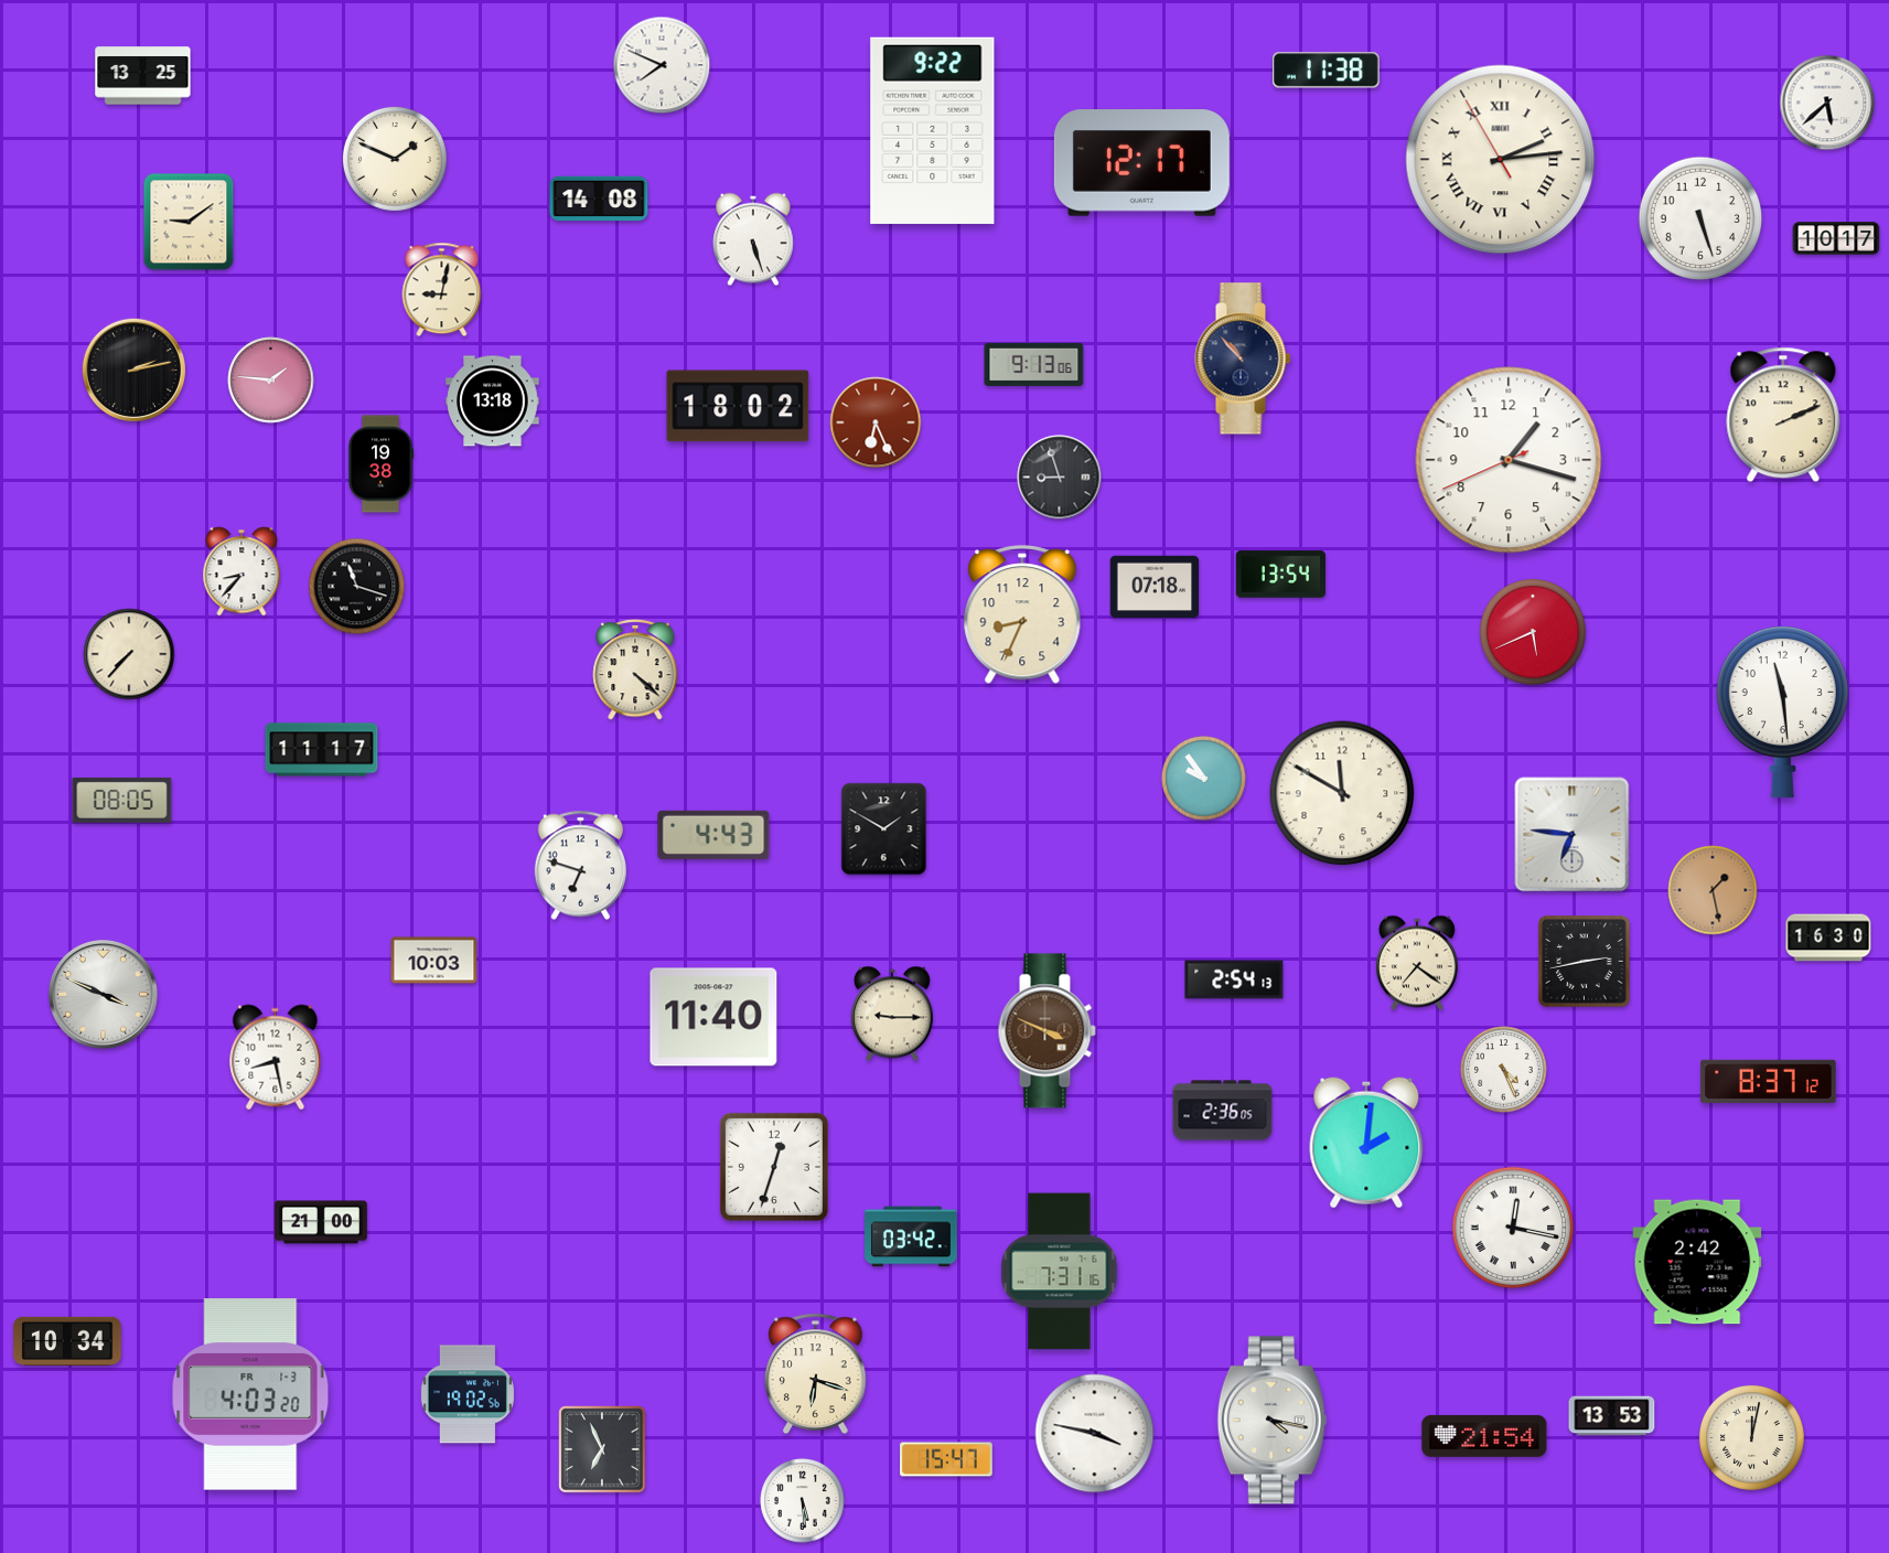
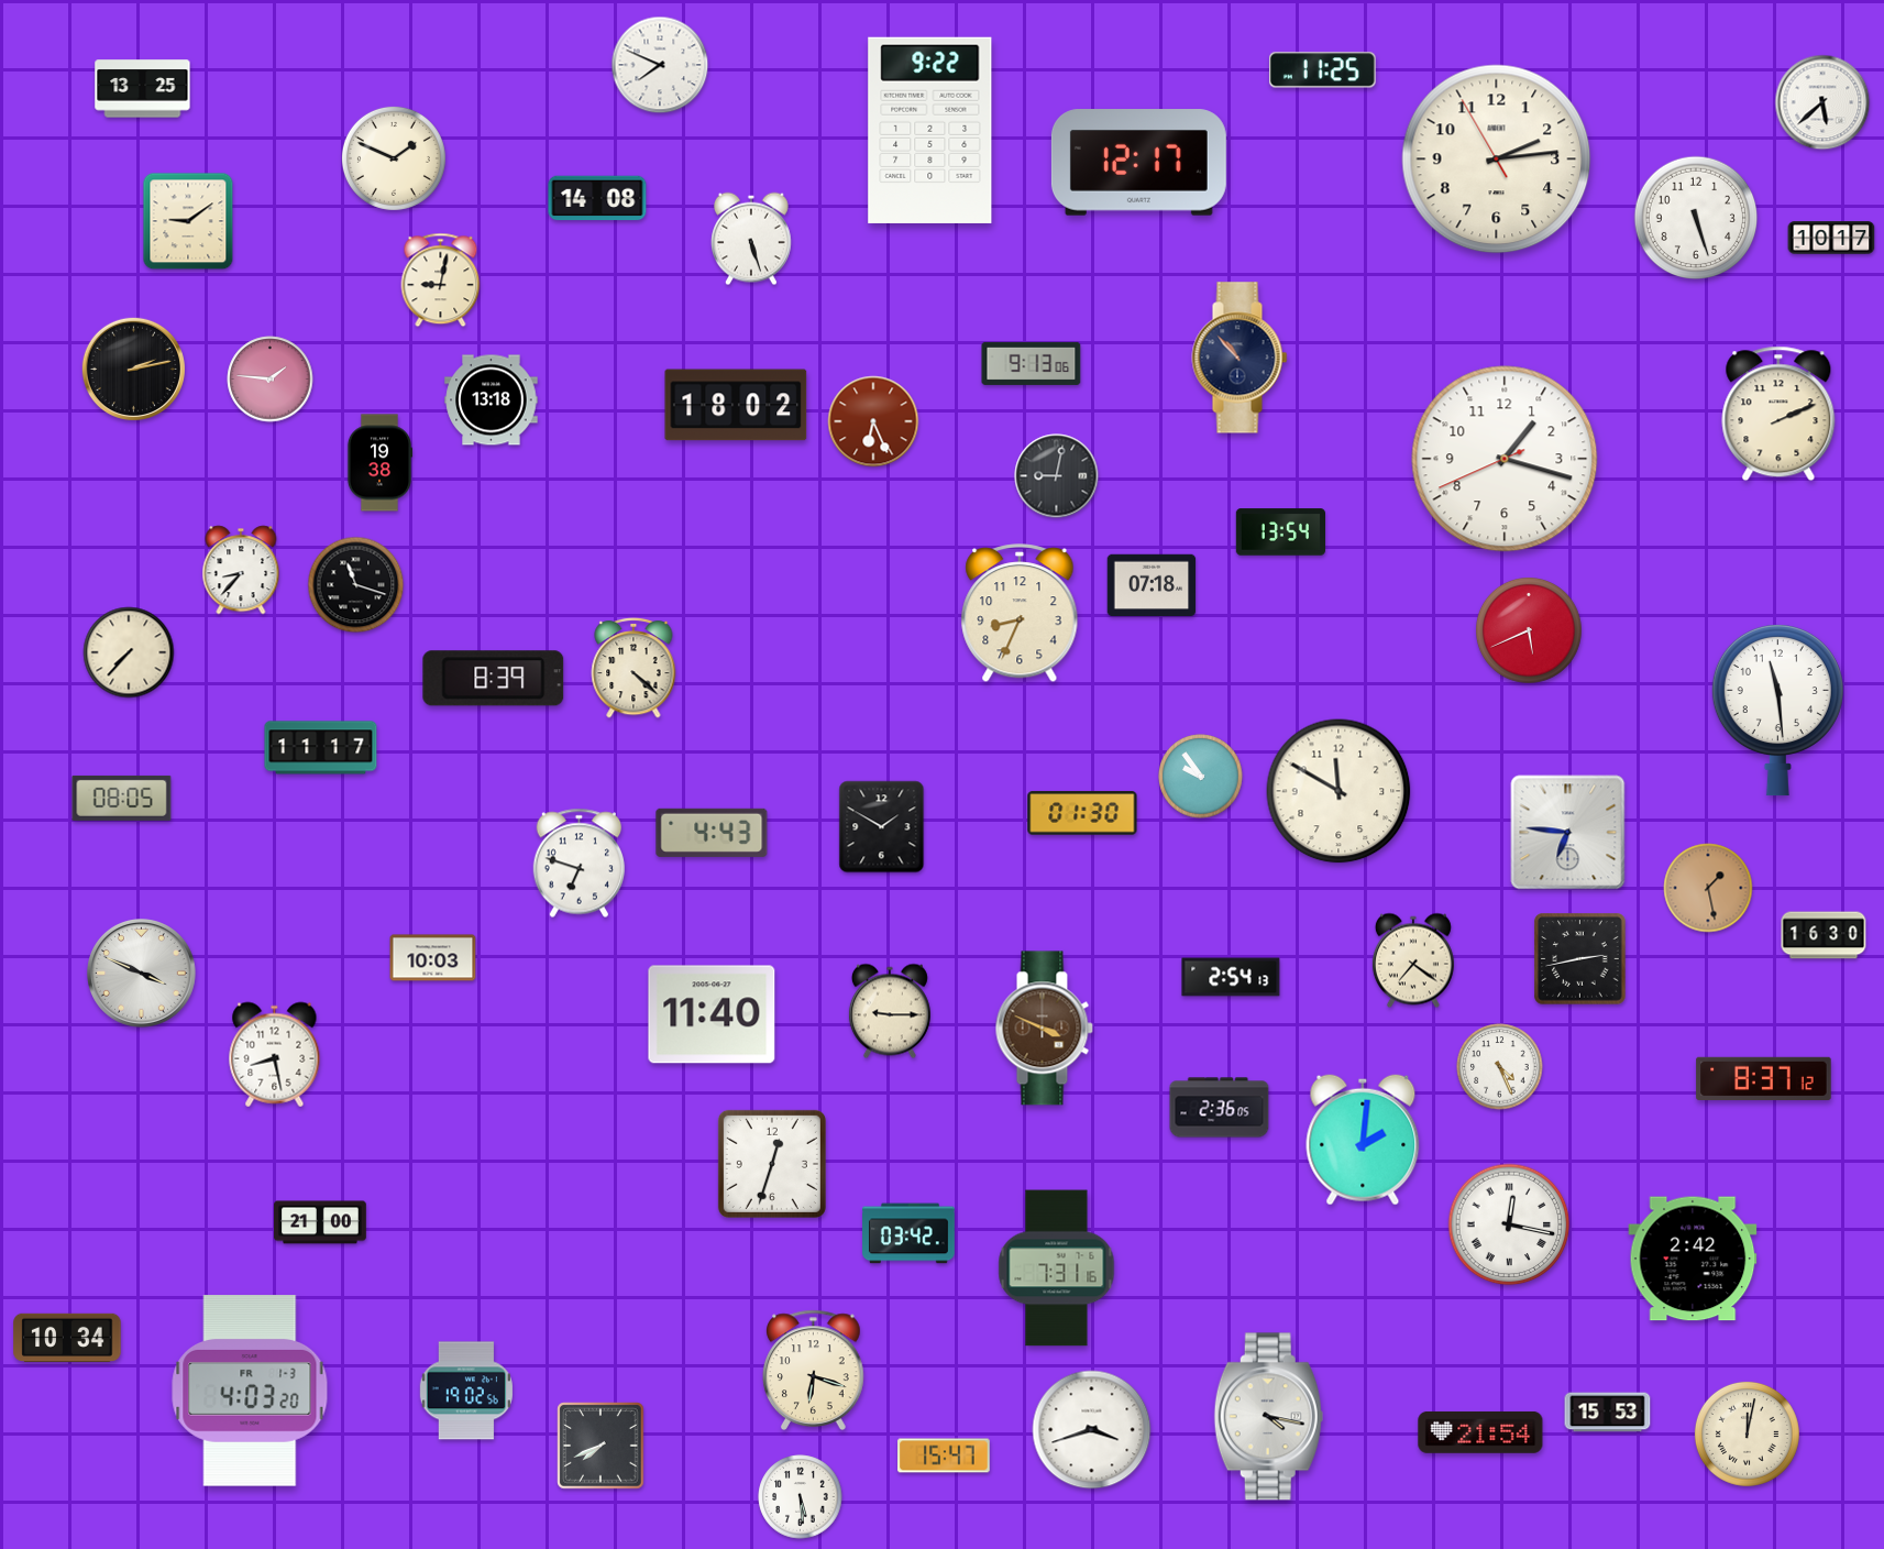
clock at (1327, 71): 11:38 -> 11:25
clock at (143, 76) position: (143, 76) -> (143, 89)
clock at (1501, 160) numerals: Roman -> Arabic
clock at (442, 290) position: (442, 290) -> (441, 281)
clock at (1060, 478): 8:57 -> 9:02
clock at (1280, 575) position: (1280, 575) -> (1280, 532)
clock at (494, 679): none -> 8:39
clock at (1082, 813): none -> 01:30
clock at (104, 995) position: (104, 995) -> (142, 974)
clock at (321, 1222) position: (321, 1222) -> (320, 1222)
clock at (1612, 1416): 13:53 -> 15:53
clock at (1095, 1434): 3:47 -> 3:42
clock at (602, 1449): 6:56 -> 7:41
